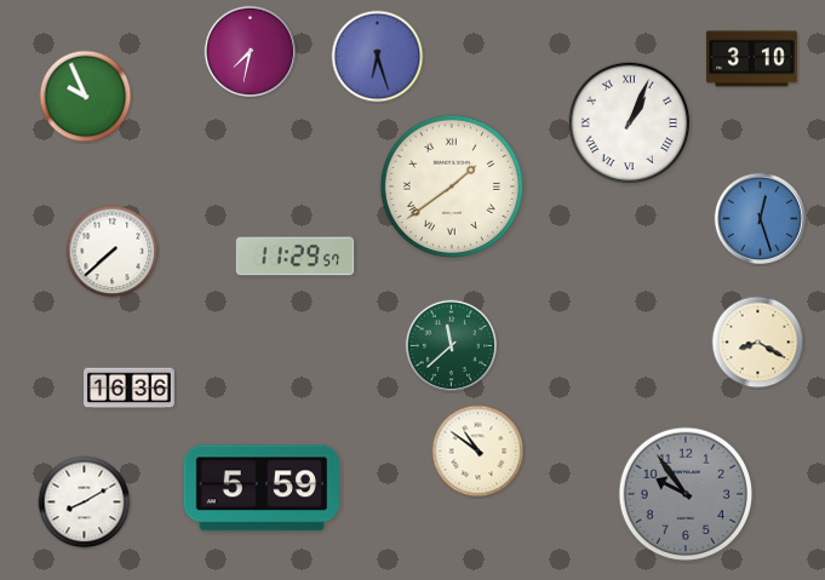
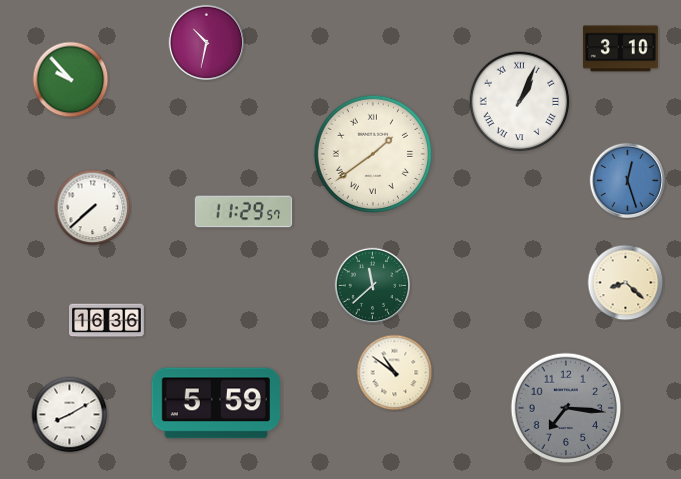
clock at (251, 52): 7:32 -> 10:32
clock at (378, 57): 6:27 -> none
clock at (86, 97): 9:56 -> 9:53
clock at (758, 343): 8:20 -> 8:22
clock at (686, 494): 9:54 -> 7:16
